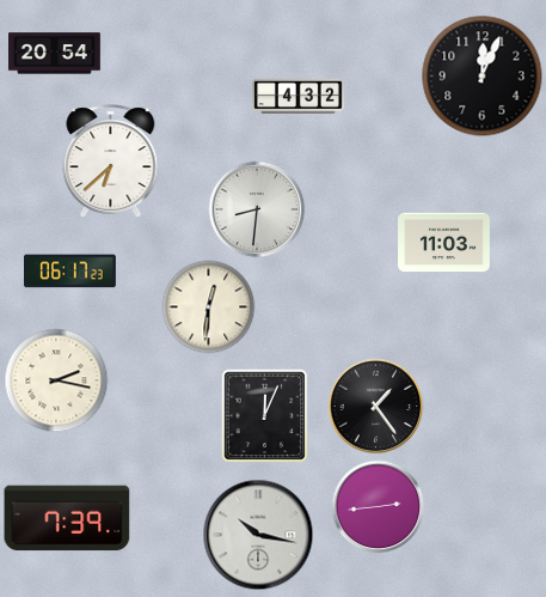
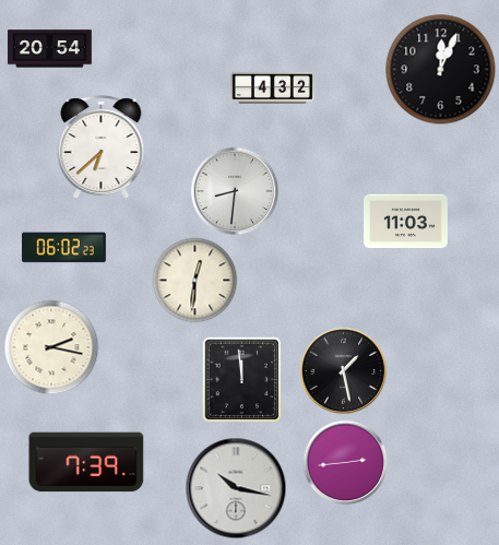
clock at (70, 272): 06:17 -> 06:02
clock at (208, 306) position: (208, 306) -> (194, 280)
clock at (375, 406): 1:24 -> 1:28
clock at (265, 415): 12:04 -> 11:59
clock at (67, 518) position: (67, 518) -> (86, 462)
